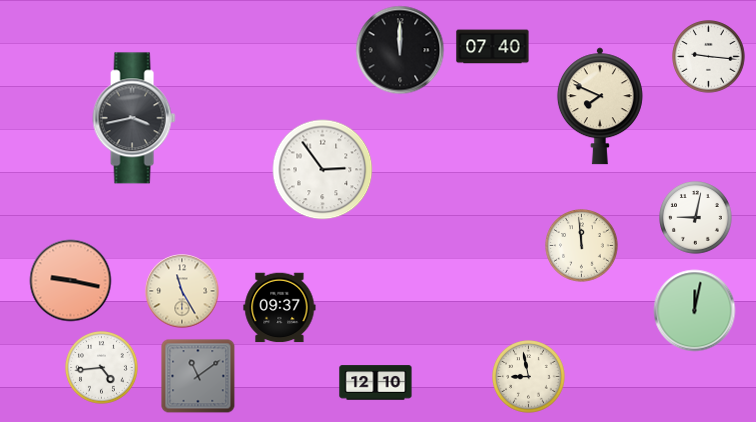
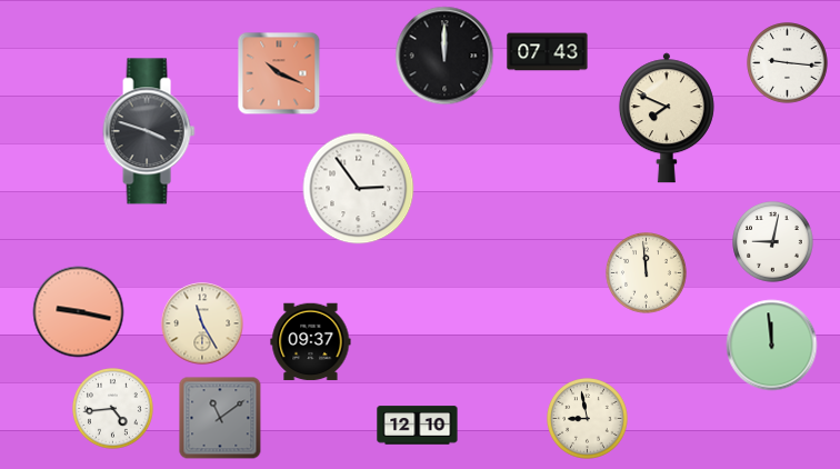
clock at (493, 47): 07:40 -> 07:43
clock at (279, 73): none -> 10:19
clock at (134, 118): 3:43 -> 3:48
clock at (695, 311): 12:02 -> 11:59
